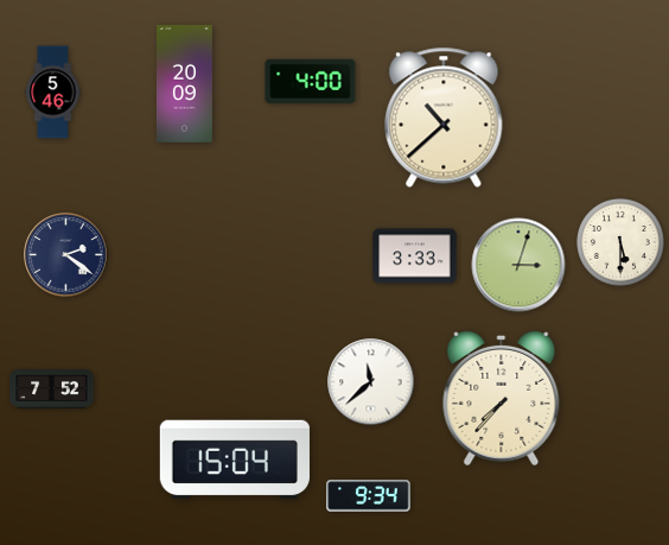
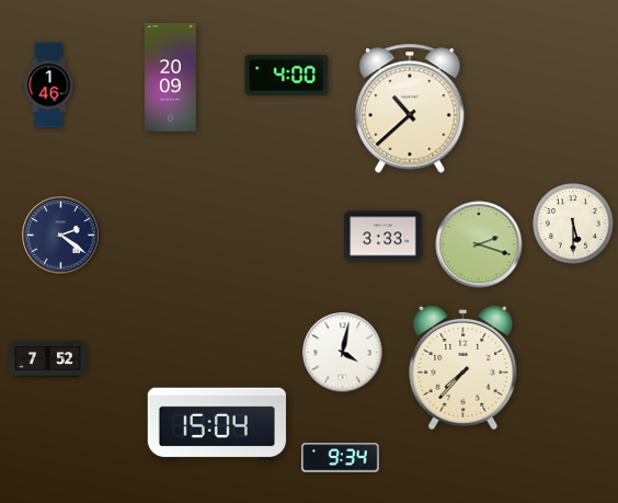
clock at (53, 93): 5:46 -> 1:46
clock at (518, 265): 3:03 -> 2:18
clock at (371, 382): 11:38 -> 4:02
